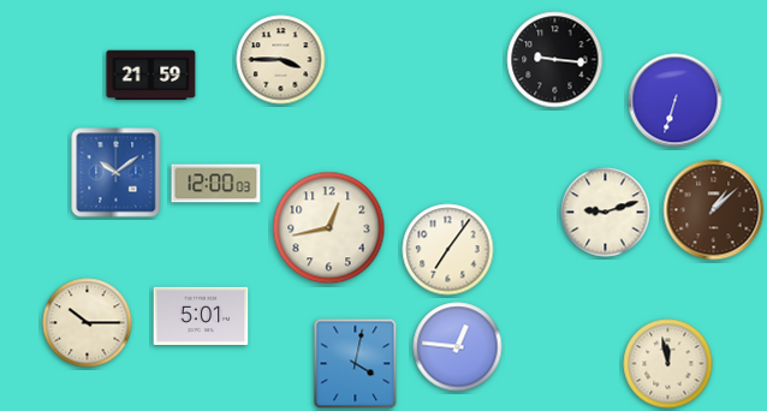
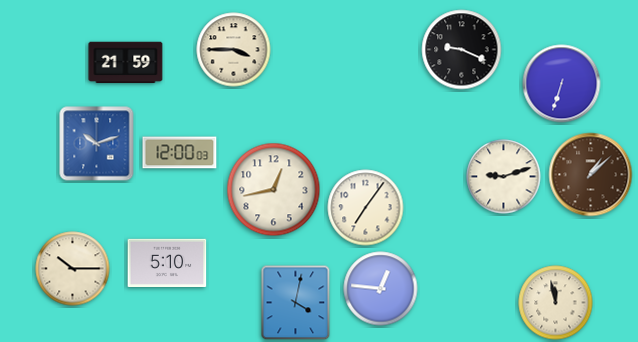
clock at (555, 60): 9:16 -> 9:19
clock at (117, 173): 10:09 -> 10:12
clock at (714, 210) position: (714, 210) -> (591, 175)
clock at (448, 250) position: (448, 250) -> (366, 208)
clock at (201, 315): 5:01 -> 5:10
